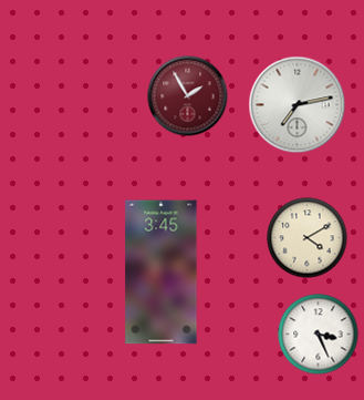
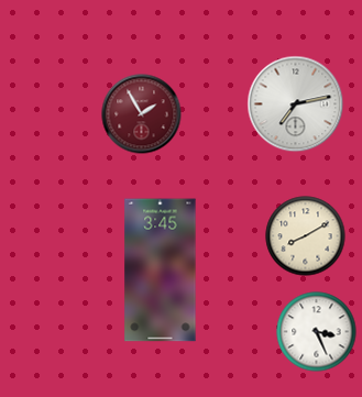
clock at (188, 96) position: (188, 96) -> (142, 114)
clock at (308, 238): 4:10 -> 8:10
